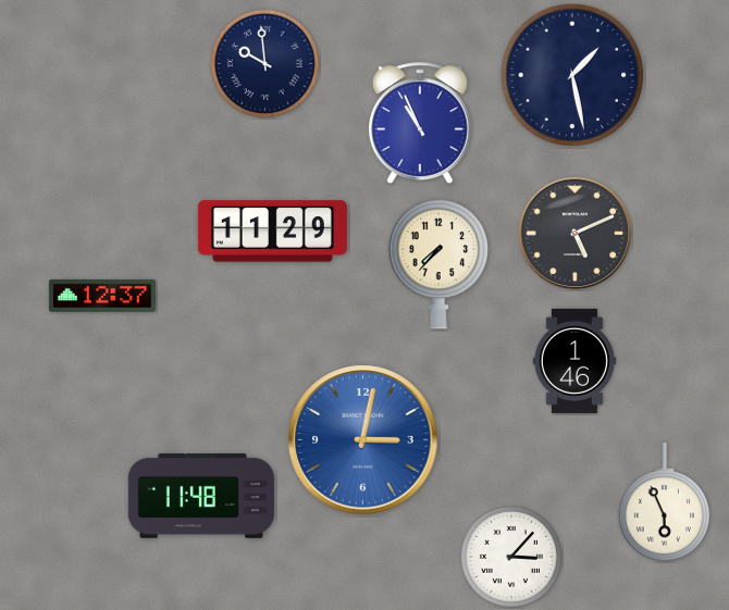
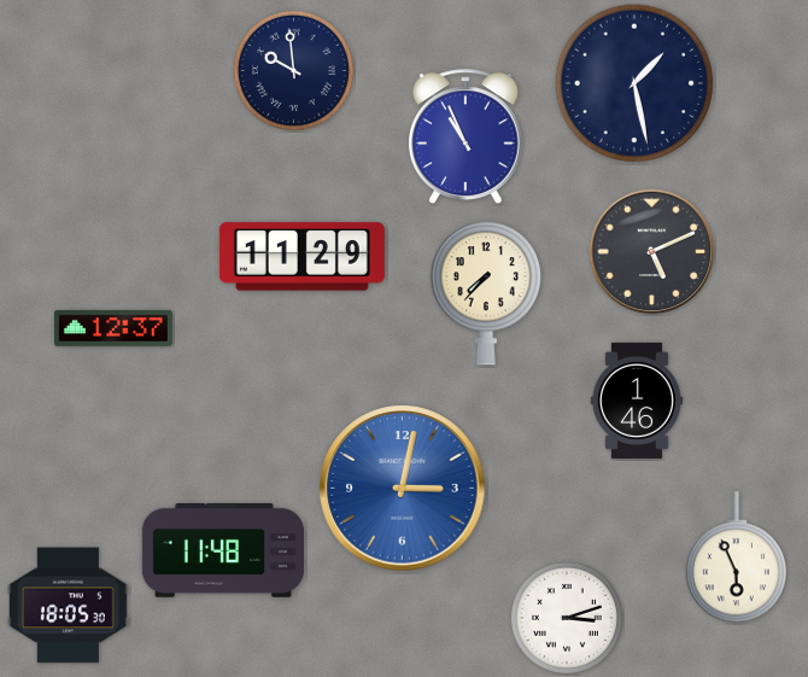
clock at (576, 234) position: (576, 234) -> (652, 252)
clock at (68, 606): none -> 18:05
clock at (511, 557): 3:07 -> 3:12
